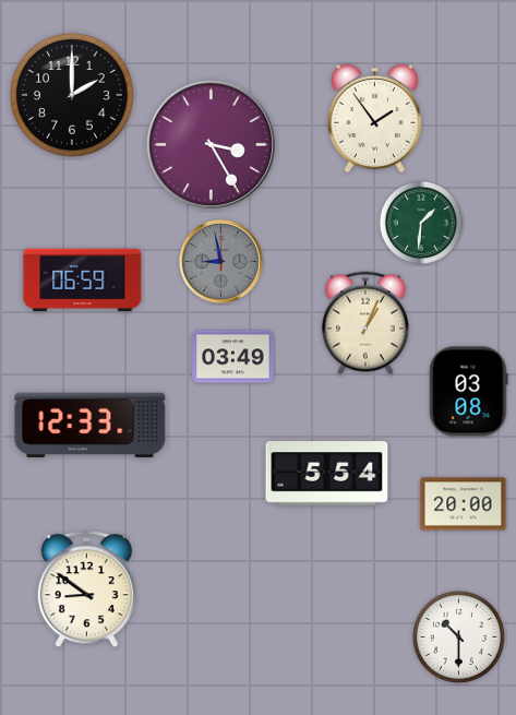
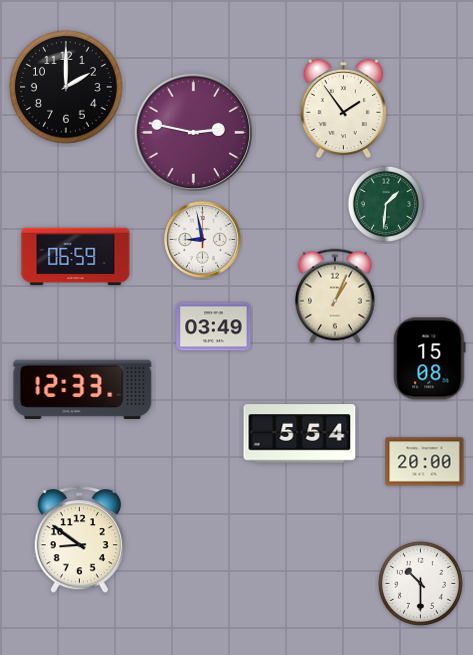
clock at (211, 144): 3:25 -> 2:47
clock at (221, 262) dial: grey -> white
clock at (469, 392): 03:08 -> 15:08
